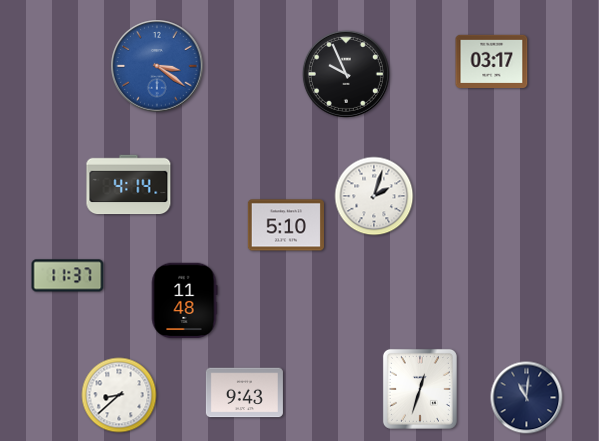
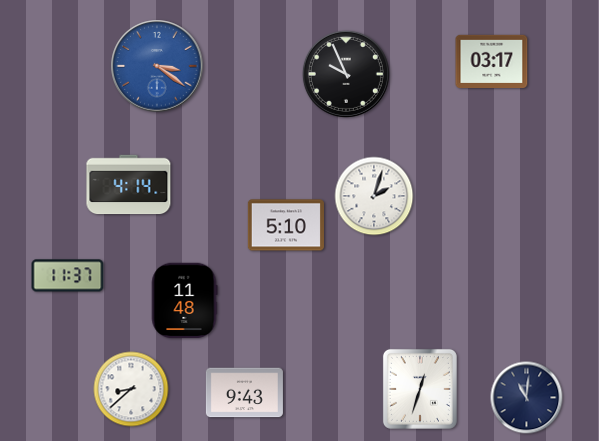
clock at (119, 395) position: (119, 395) -> (131, 389)
